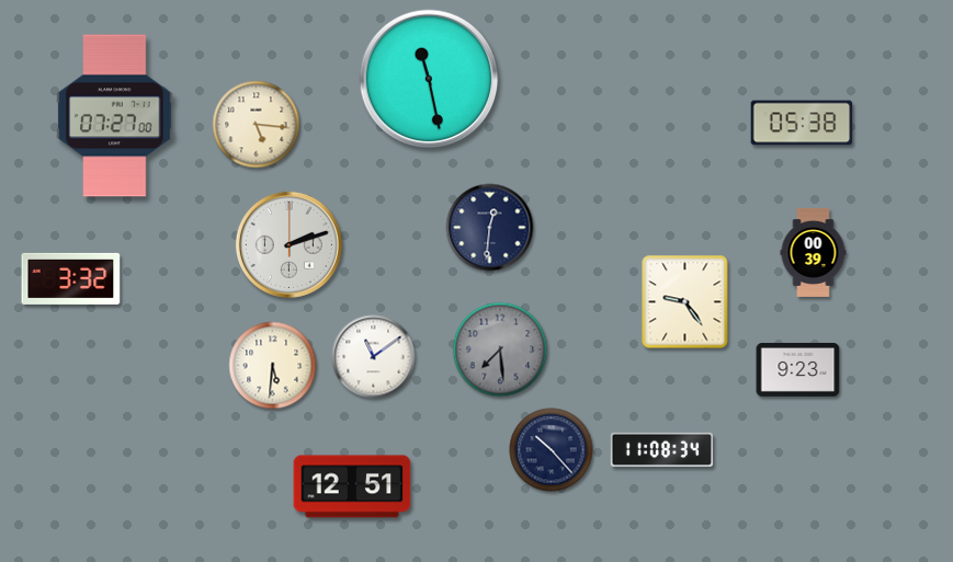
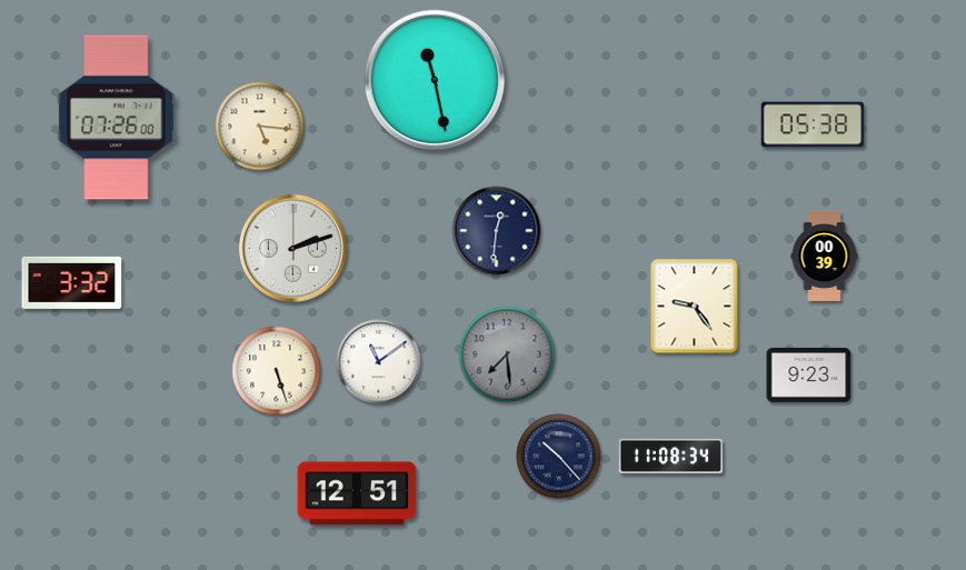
clock at (115, 116): 07:27 -> 07:26
clock at (273, 366): 5:31 -> 5:27
